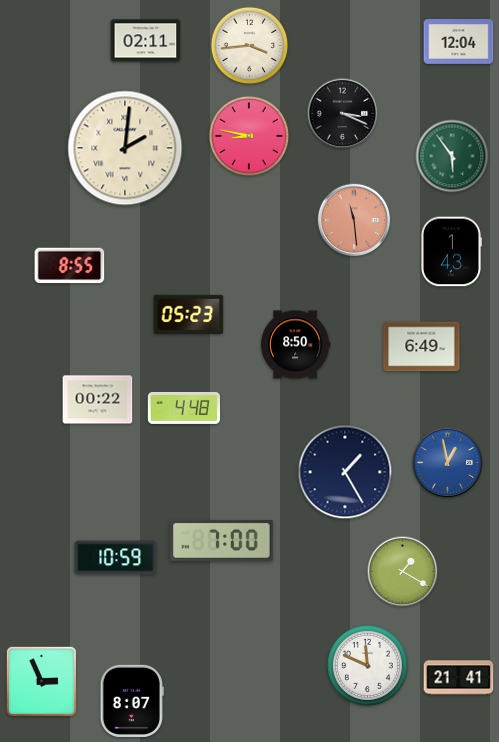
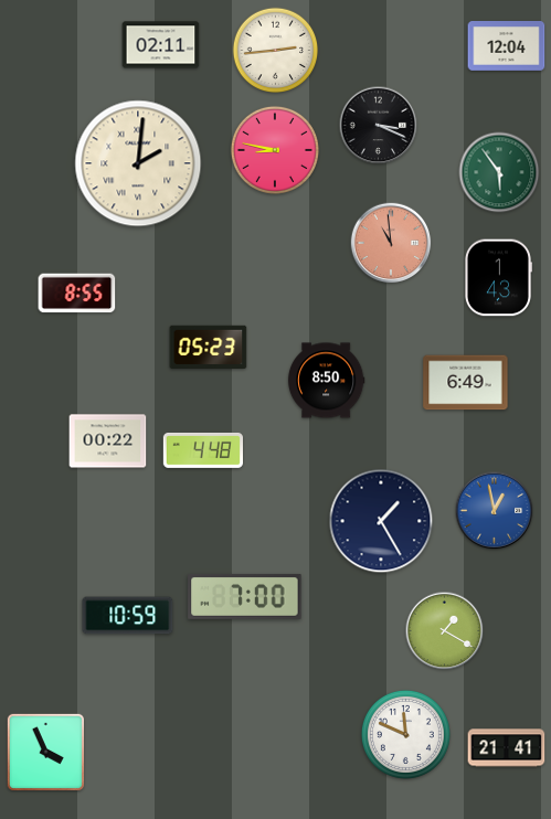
clock at (250, 46): 3:44 -> 2:44
clock at (354, 220): 11:29 -> 10:59
clock at (41, 681): 2:56 -> 3:56
clock at (132, 701): 8:07 -> none
